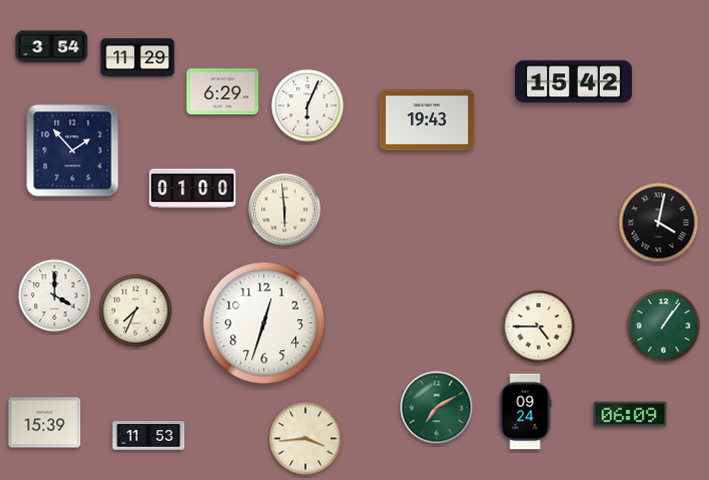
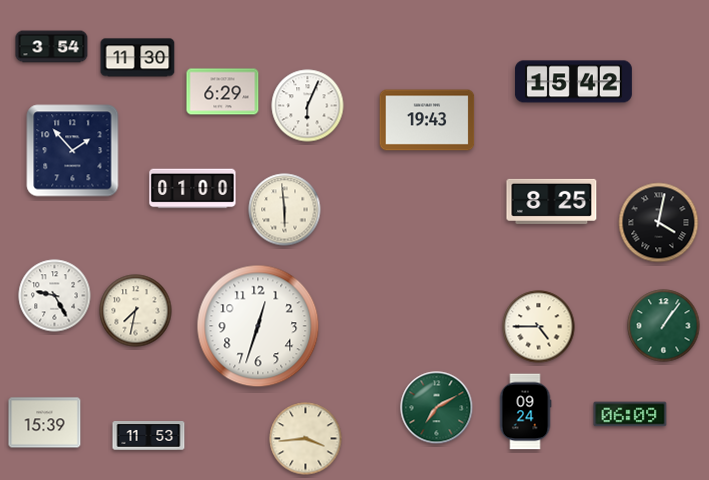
clock at (138, 58): 11:29 -> 11:30
clock at (552, 201): none -> 8:25
clock at (55, 296): 4:00 -> 9:25
clock at (136, 311): 7:34 -> 7:32
clock at (264, 323) position: (264, 323) -> (258, 326)
